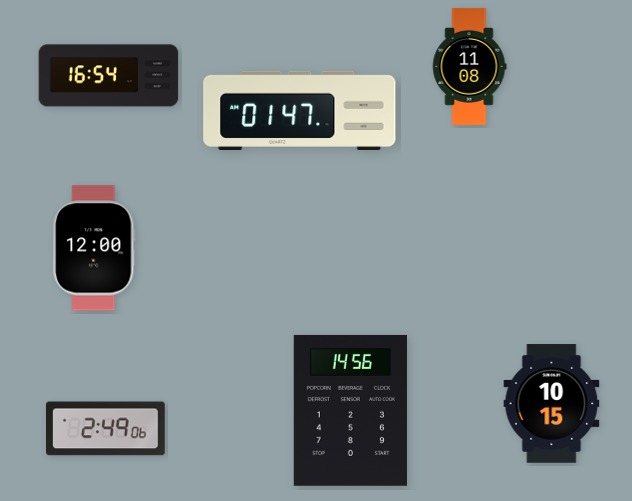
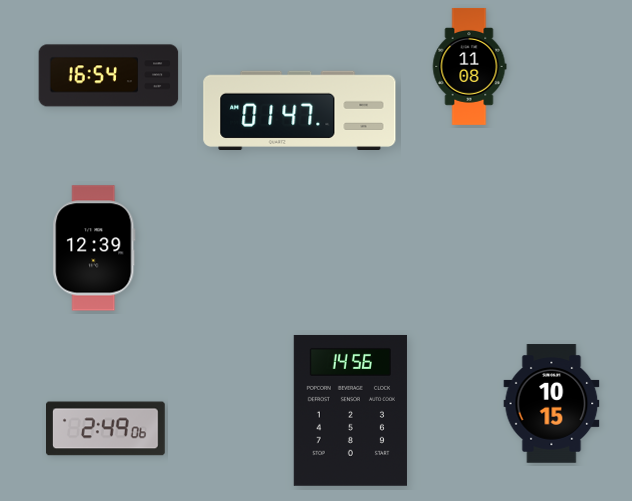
clock at (94, 248): 12:00 -> 12:39
